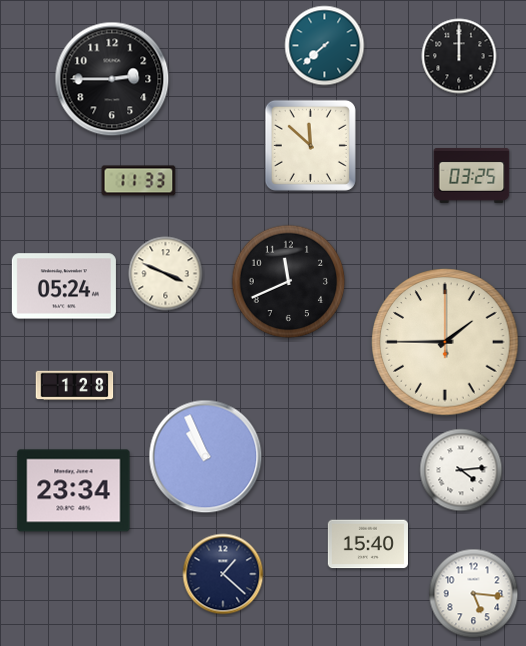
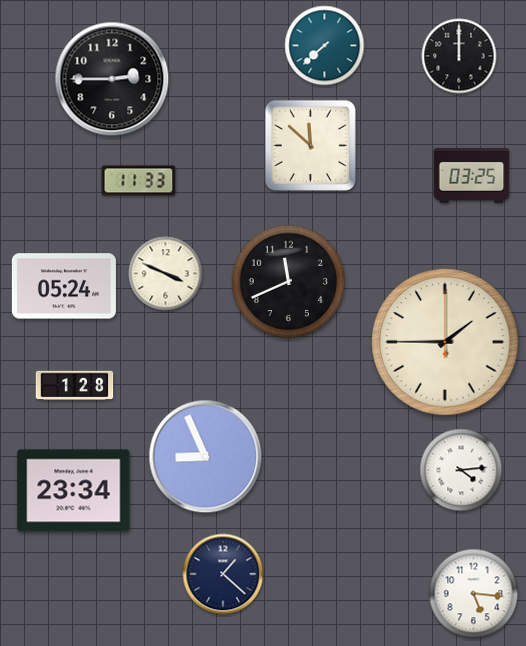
clock at (206, 457): 10:56 -> 8:56
clock at (368, 544): 15:40 -> none
